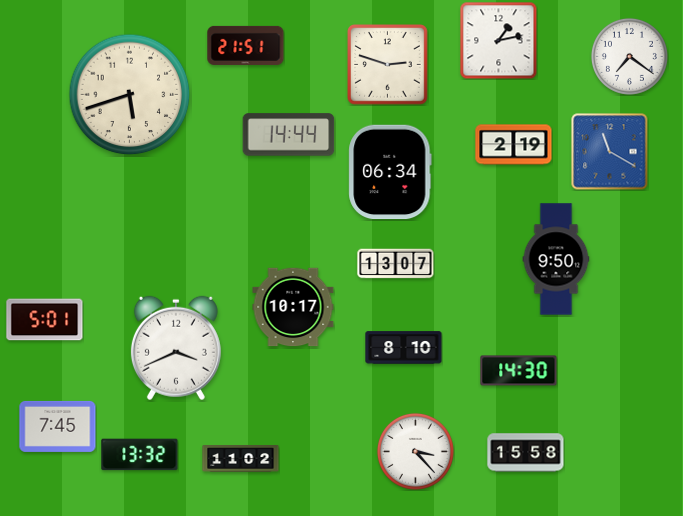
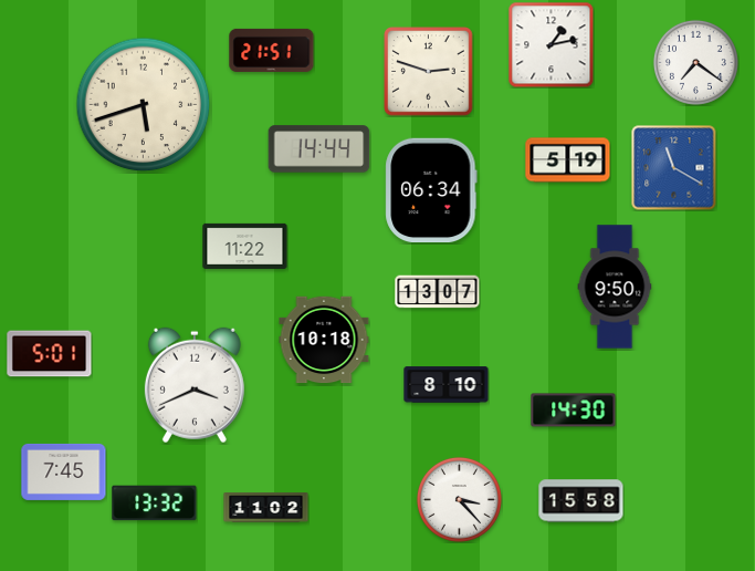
clock at (514, 145): 2:19 -> 5:19
clock at (245, 246): none -> 11:22
clock at (293, 307): 10:17 -> 10:18
